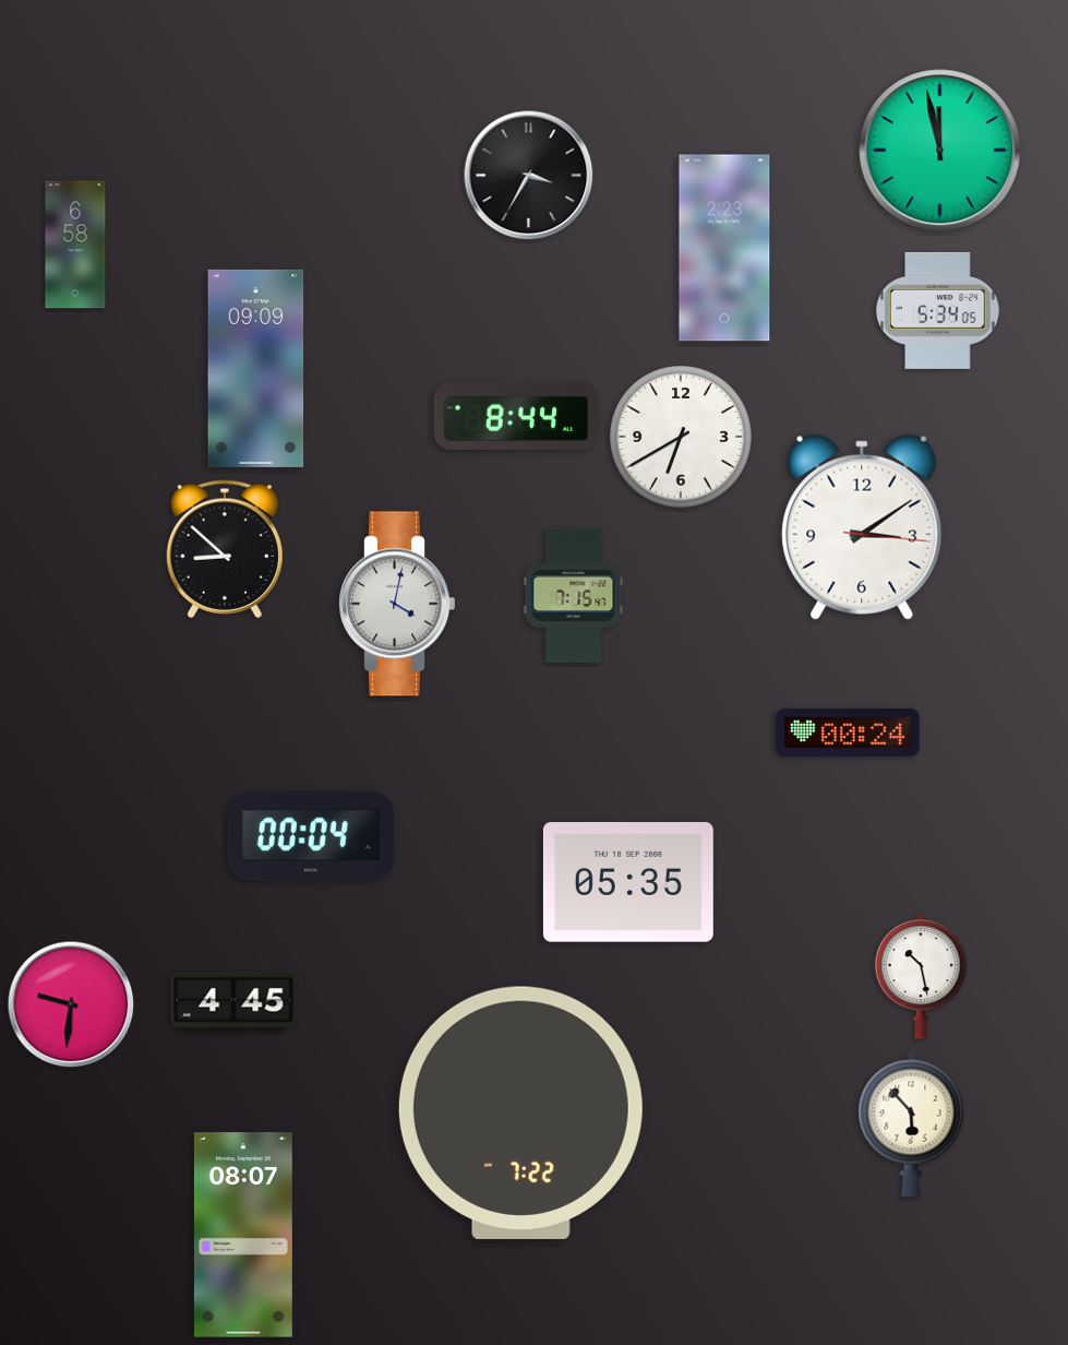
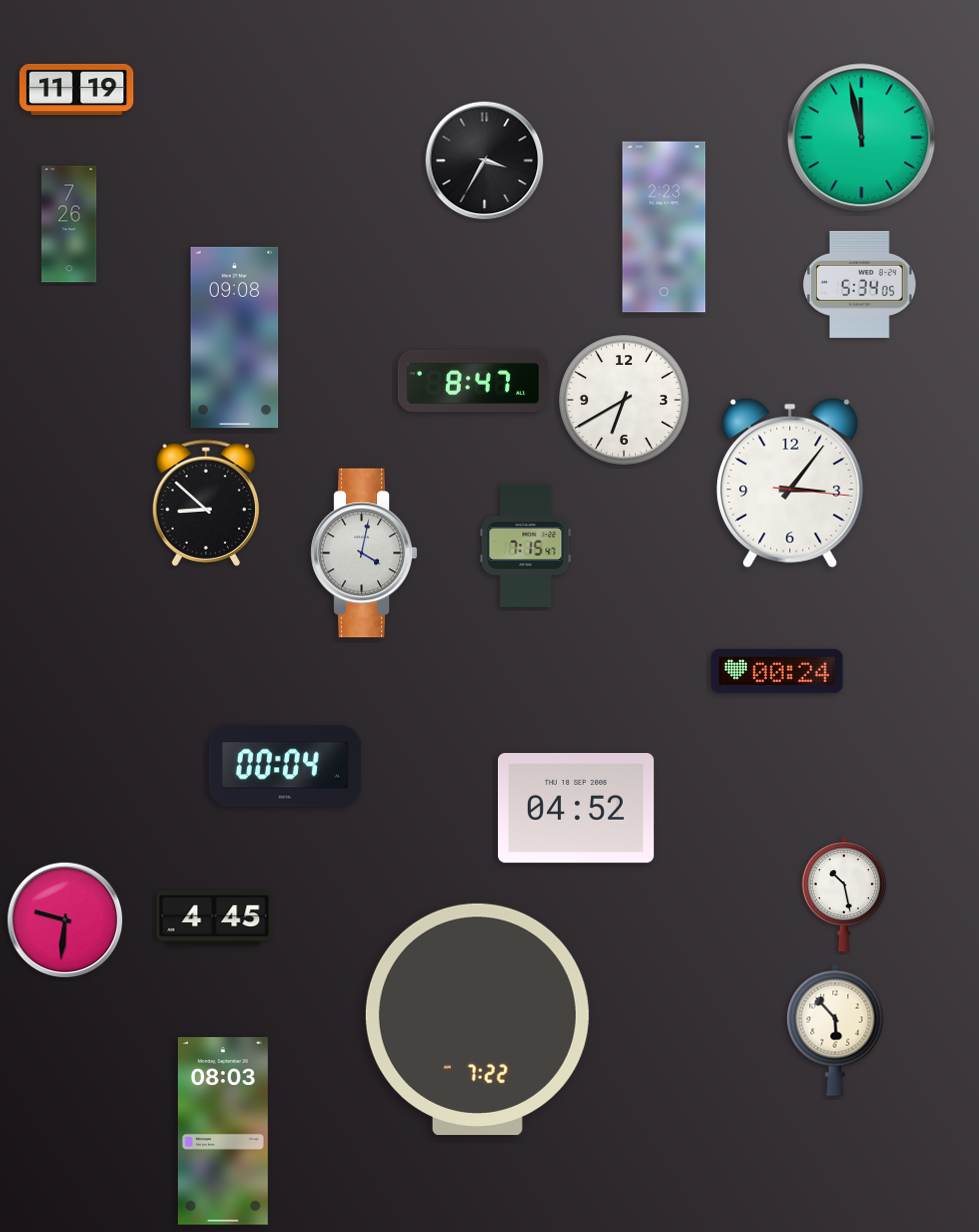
clock at (77, 89): none -> 11:19
clock at (75, 245): 6:58 -> 7:26
clock at (256, 368): 09:09 -> 09:08
clock at (515, 416): 8:44 -> 8:47
clock at (862, 527): 3:09 -> 3:06
clock at (628, 882): 05:35 -> 04:52
clock at (243, 1235): 08:07 -> 08:03
